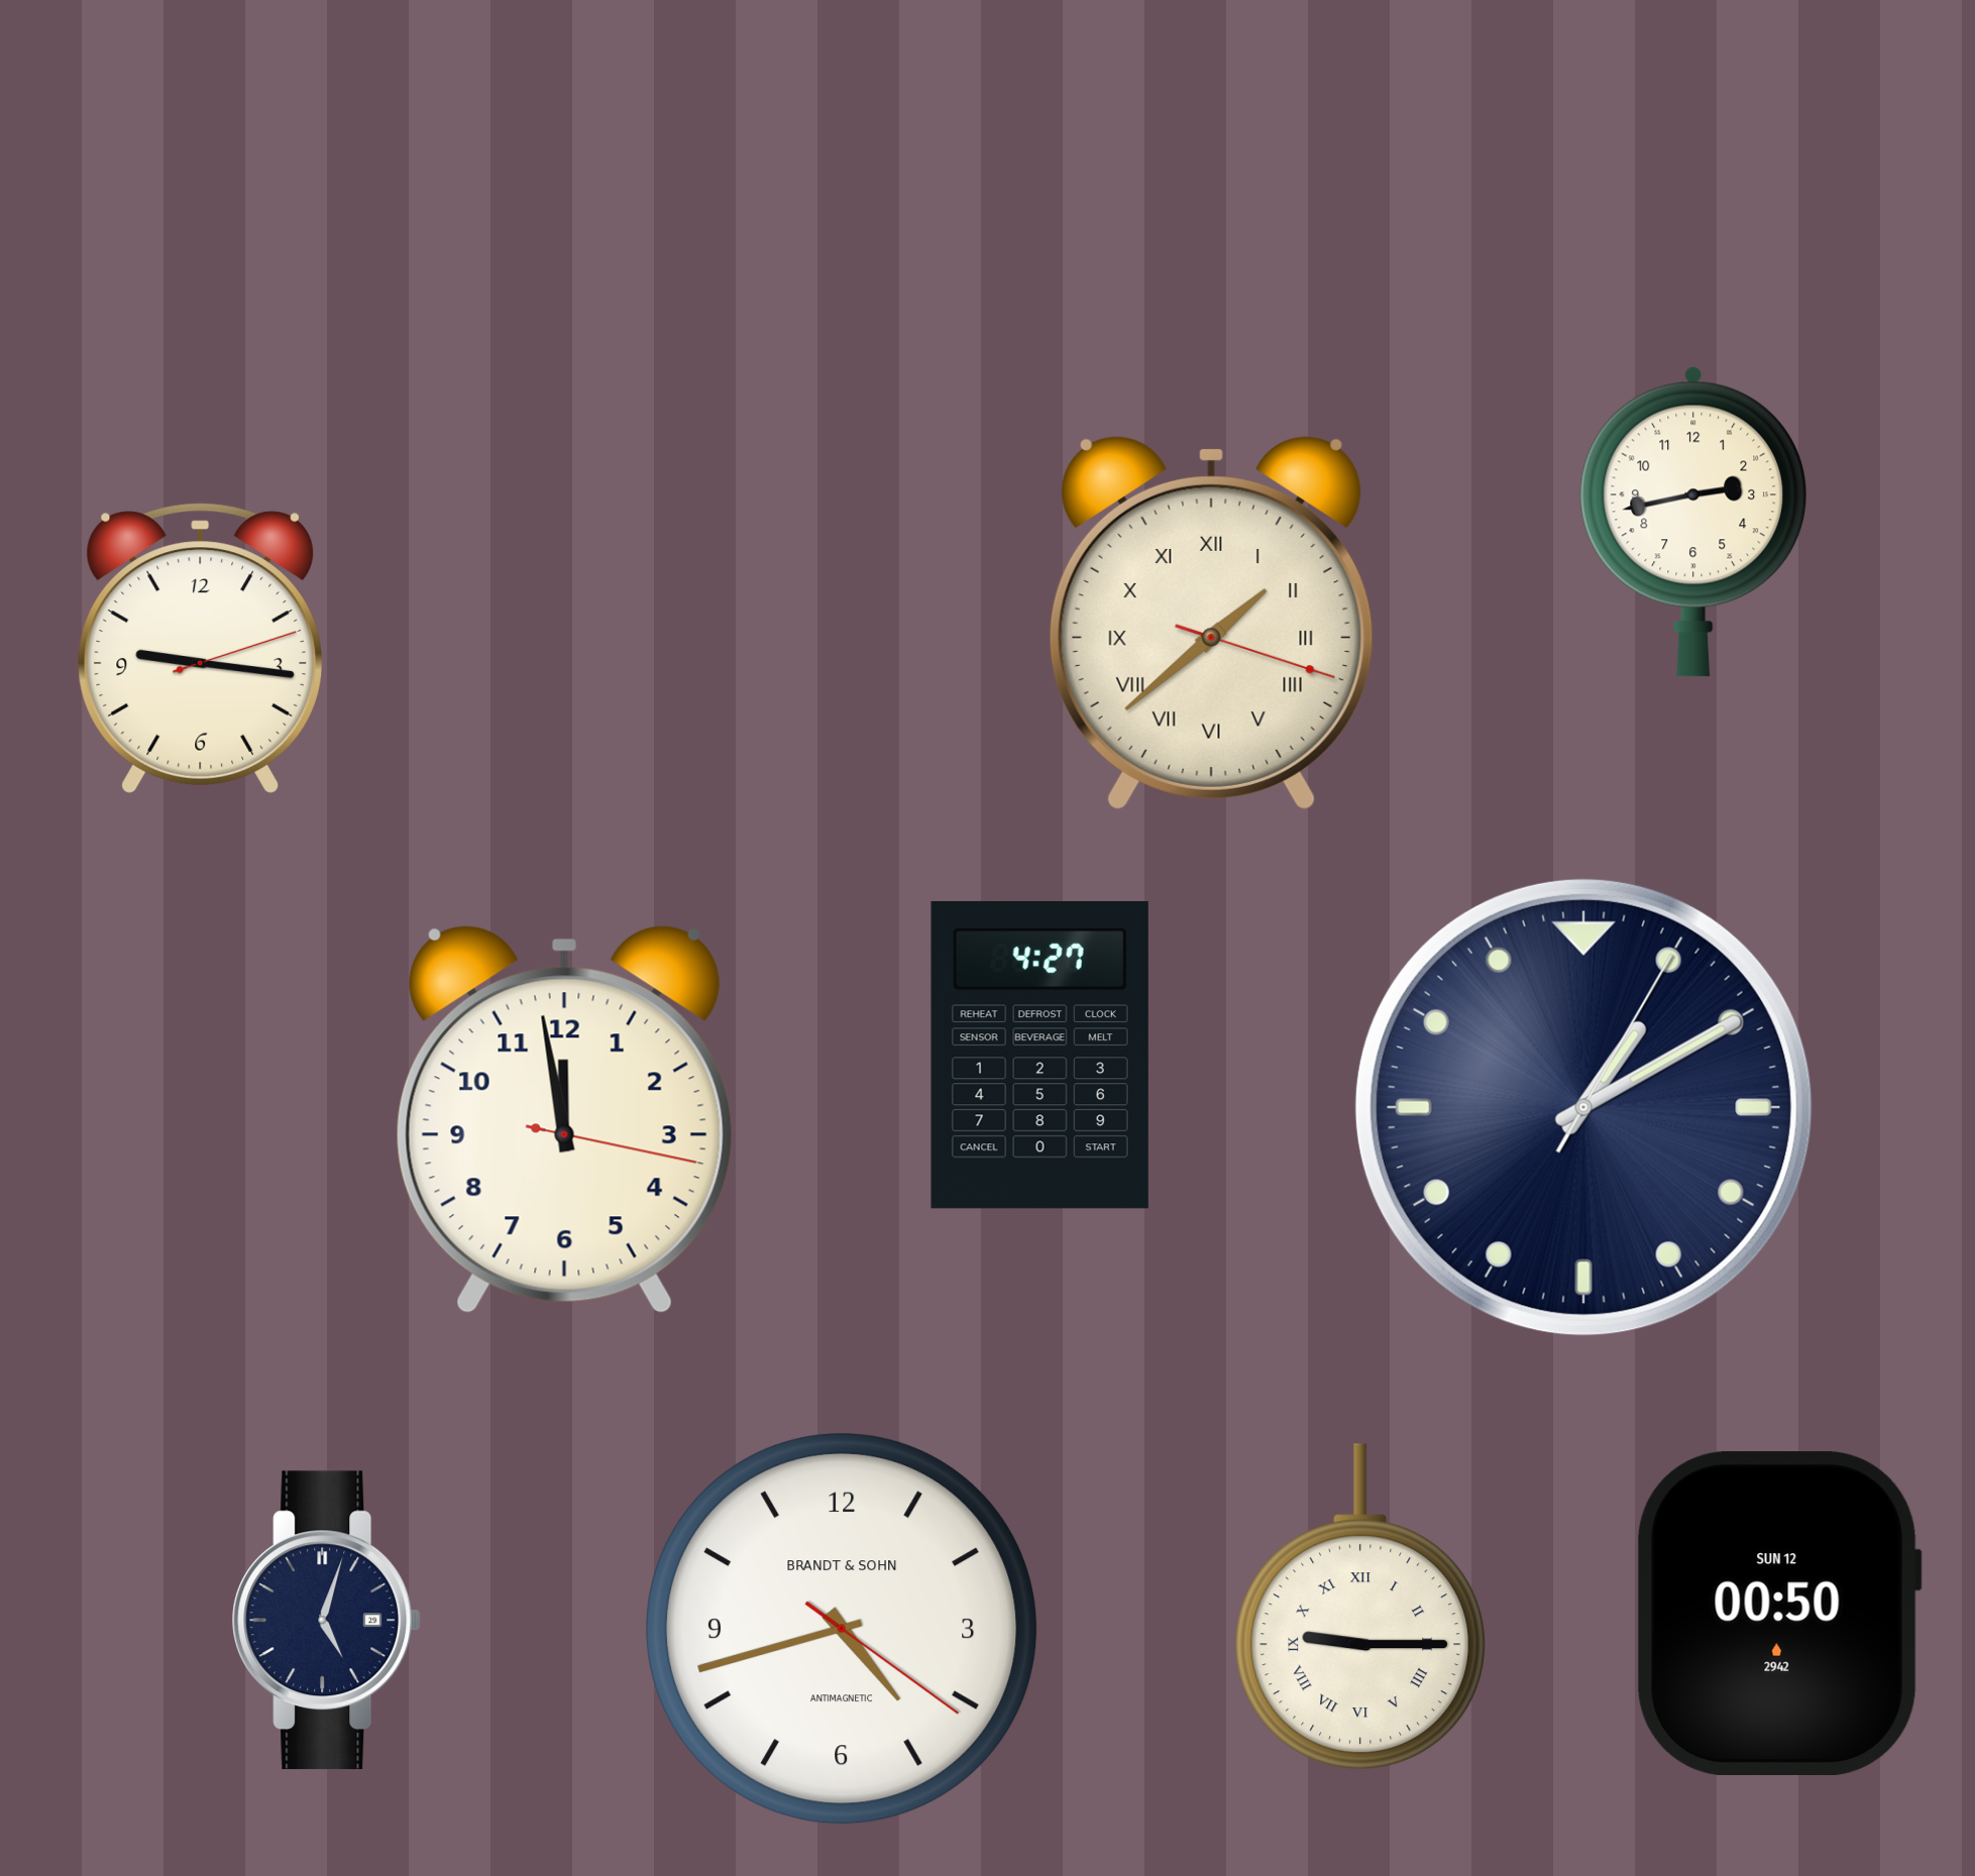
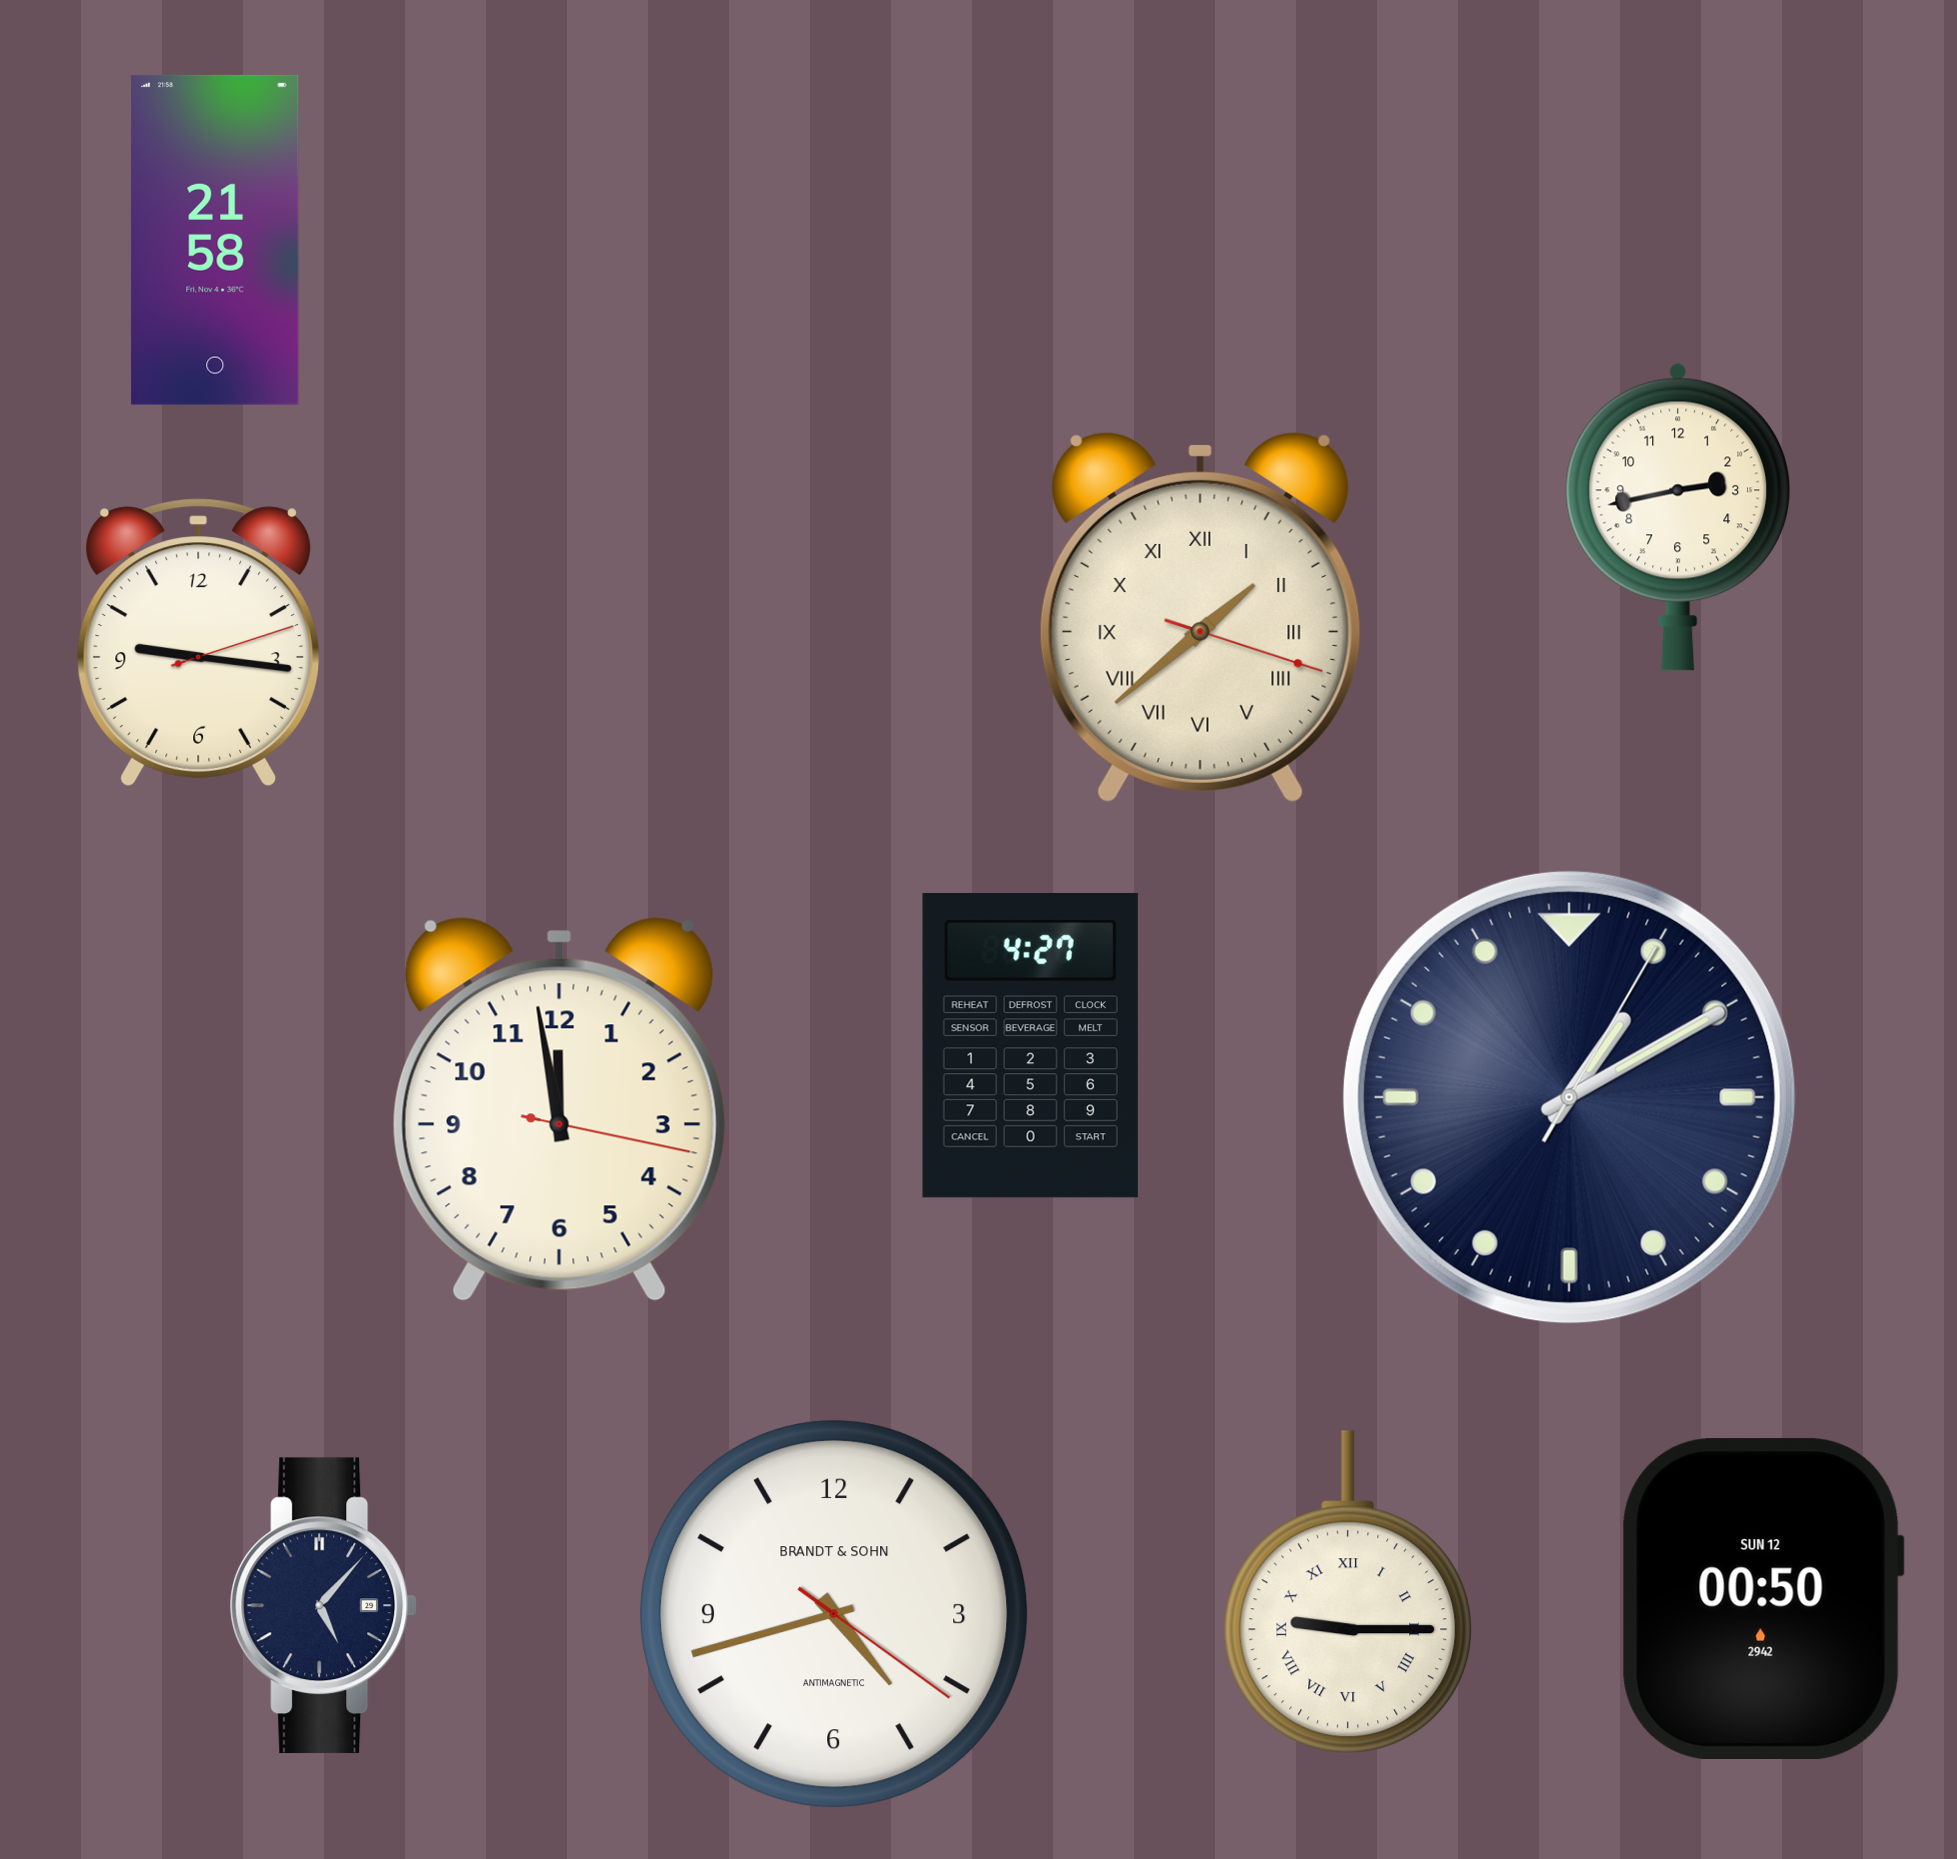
clock at (215, 240): none -> 21:58
clock at (327, 1621): 5:03 -> 5:07
